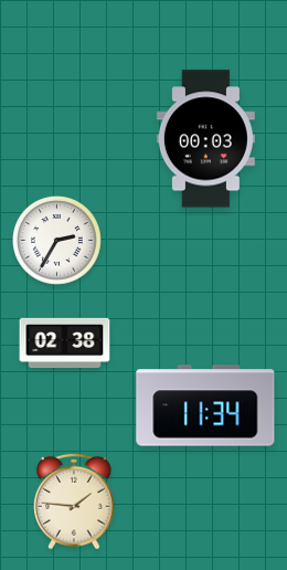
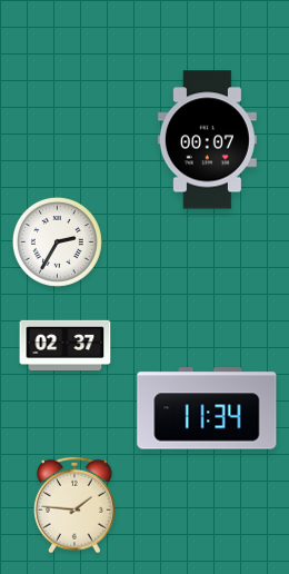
clock at (205, 139): 00:03 -> 00:07
clock at (65, 342): 02:38 -> 02:37
